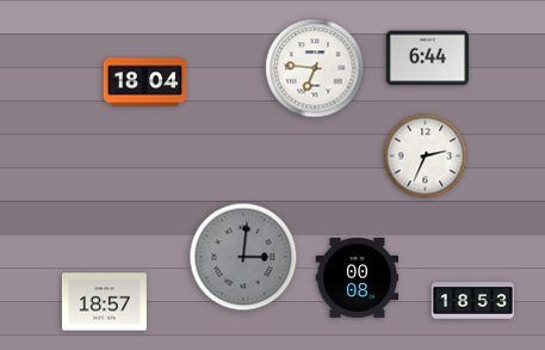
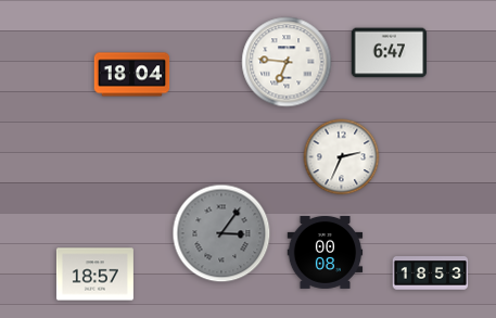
clock at (428, 59): 6:44 -> 6:47
clock at (426, 156) position: (426, 156) -> (342, 157)
clock at (243, 257): 3:01 -> 3:06
